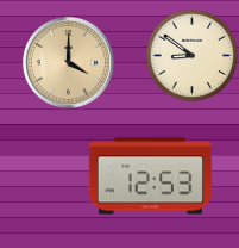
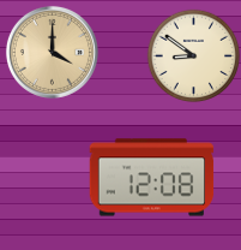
clock at (68, 62) position: (68, 62) -> (52, 52)
clock at (151, 176): 12:53 -> 12:08
